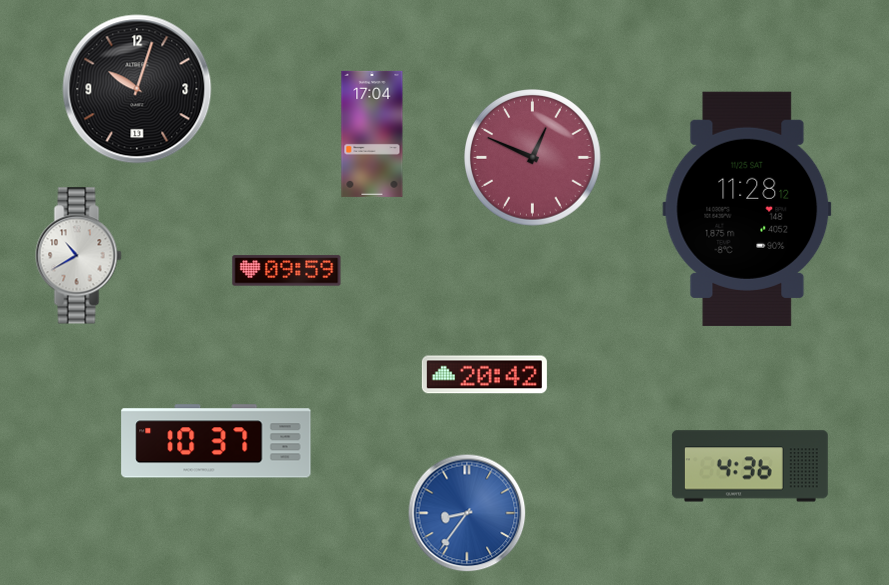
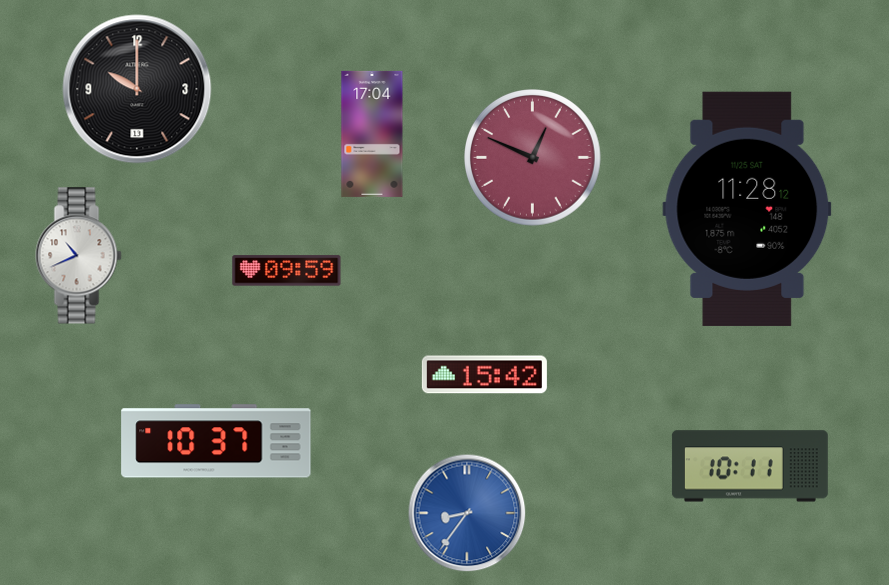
clock at (137, 89): 10:03 -> 10:00
clock at (79, 256): 10:40 -> 10:41
clock at (484, 375): 20:42 -> 15:42
clock at (750, 466): 4:36 -> 10:11
